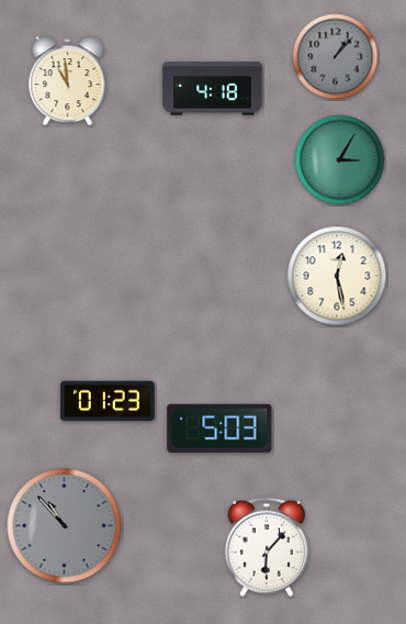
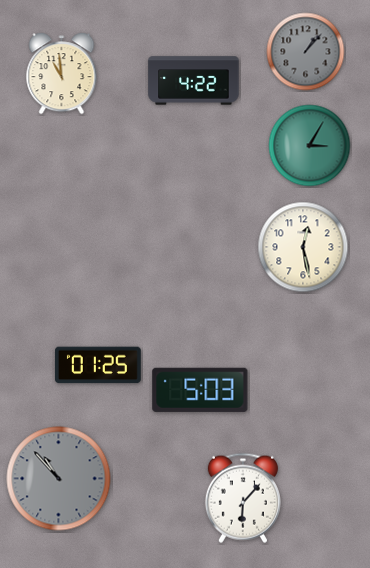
clock at (213, 89): 4:18 -> 4:22
clock at (337, 276) position: (337, 276) -> (303, 247)
clock at (108, 401): 01:23 -> 01:25
